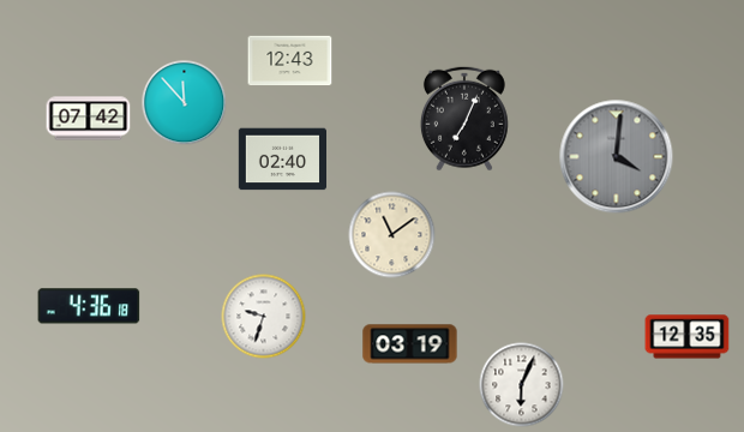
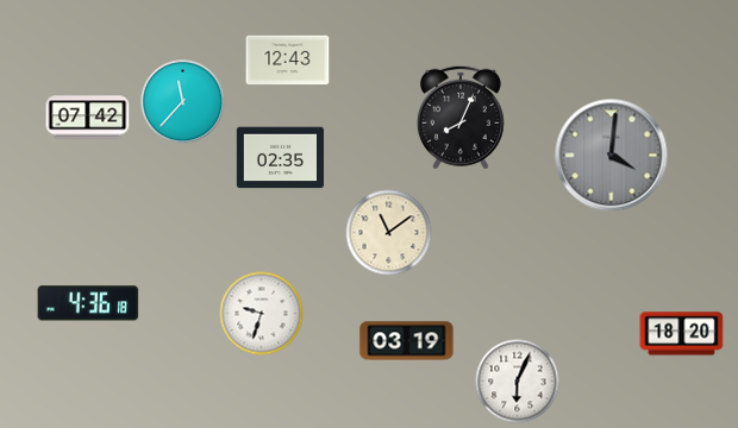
clock at (185, 103): 11:53 -> 11:37
clock at (464, 119): 7:04 -> 8:04
clock at (282, 160): 02:40 -> 02:35
clock at (688, 337): 12:35 -> 18:20
